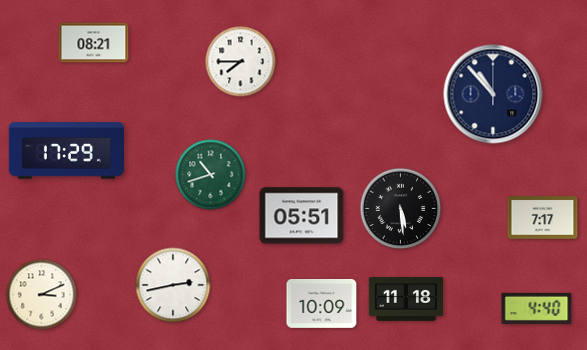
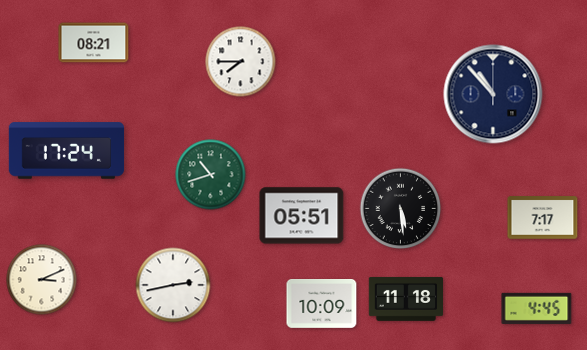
clock at (67, 151): 17:29 -> 17:24
clock at (42, 295) position: (42, 295) -> (42, 280)
clock at (537, 308): 4:40 -> 4:45
